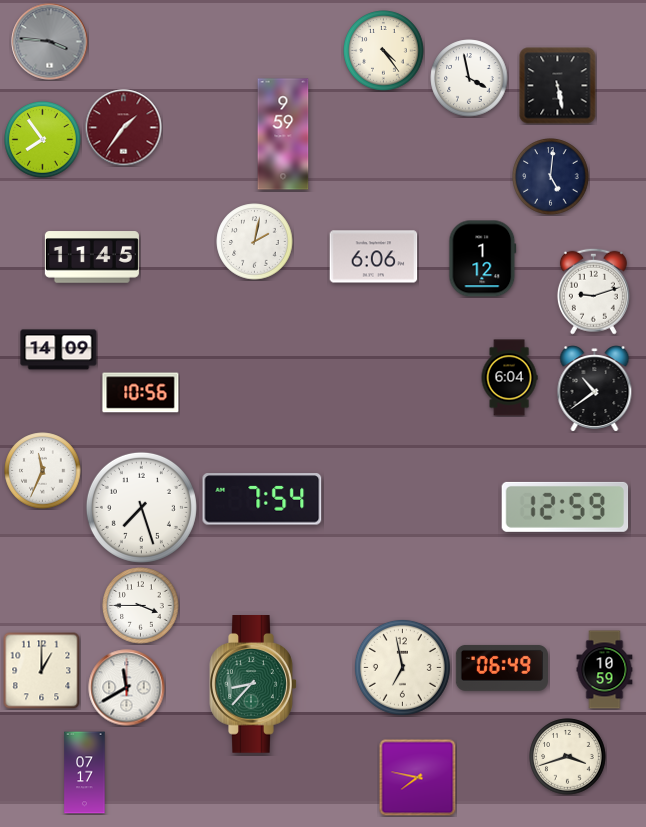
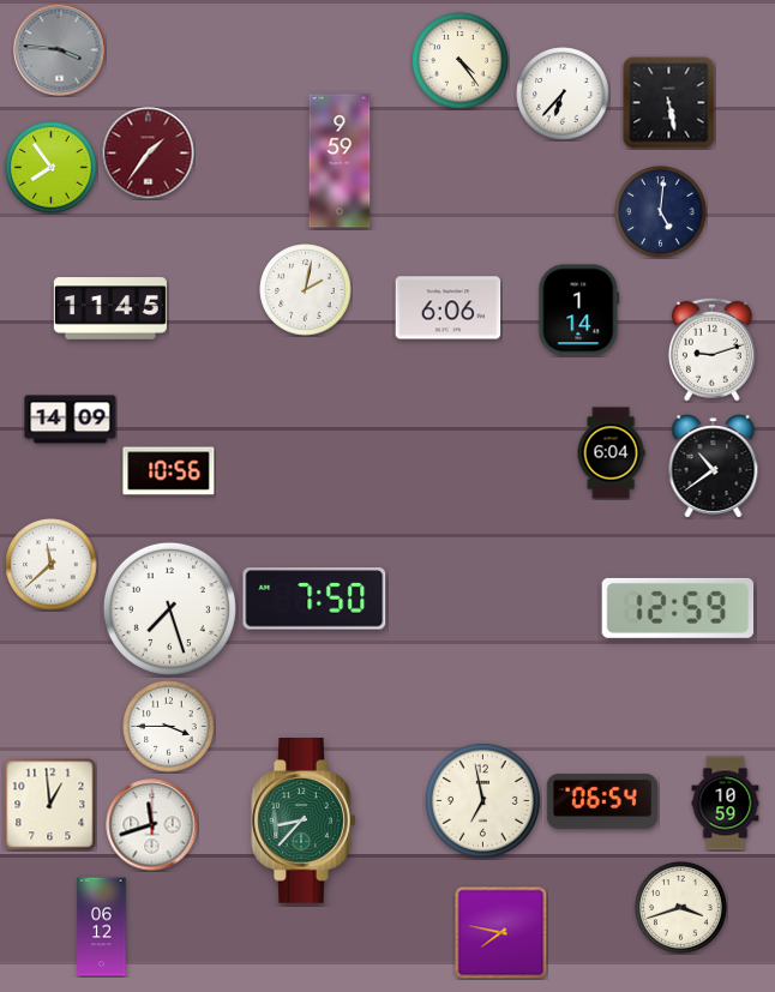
clock at (469, 78): 3:58 -> 6:37
clock at (483, 259): 1:12 -> 1:14
clock at (43, 471): 11:34 -> 11:38
clock at (262, 499): 7:54 -> 7:50
clock at (502, 668): 06:49 -> 06:54
clock at (41, 670): 1:00 -> 12:59
clock at (127, 688): 11:40 -> 11:42
clock at (85, 773): 07:17 -> 06:12
